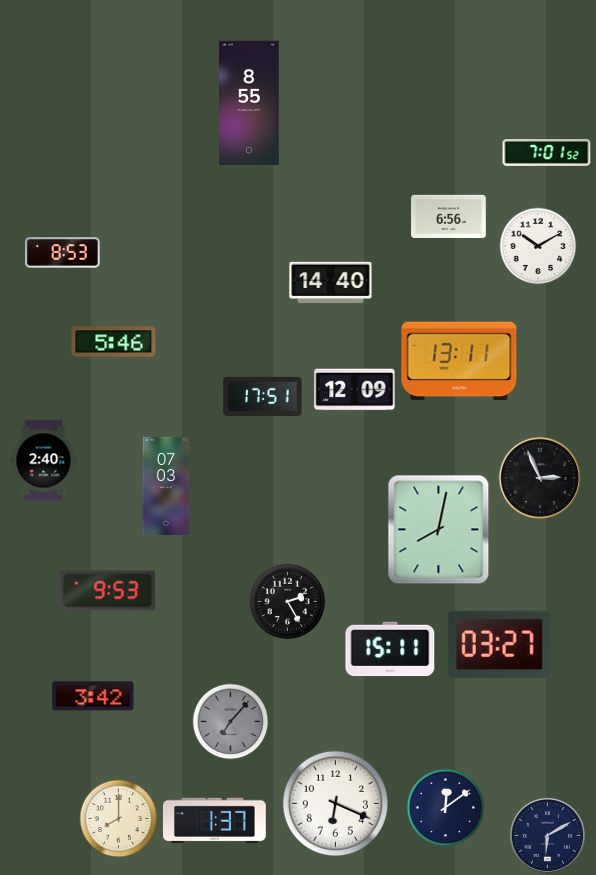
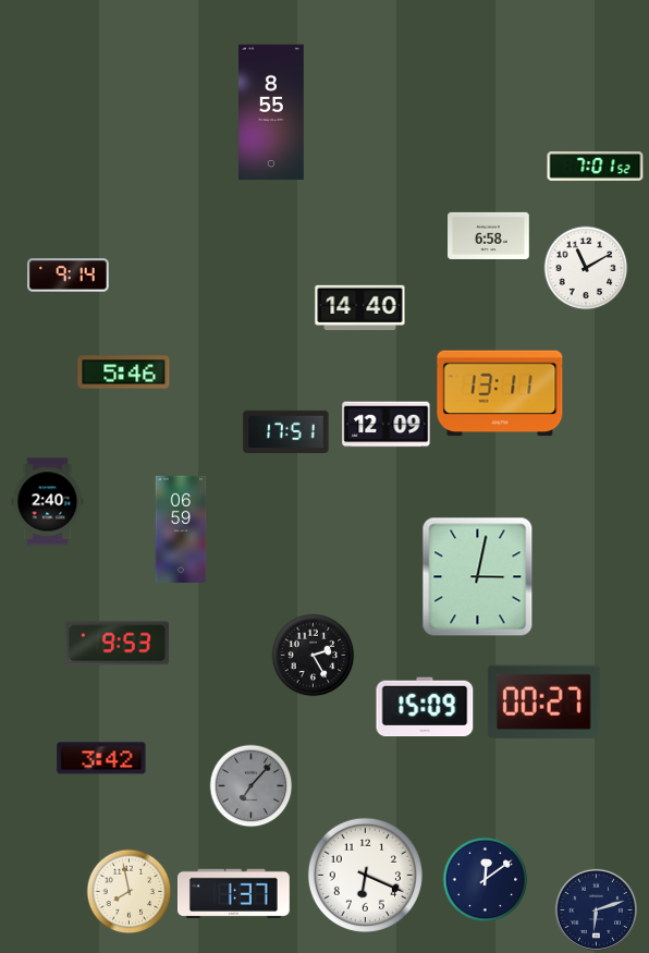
clock at (449, 216): 6:56 -> 6:58
clock at (538, 246): 10:10 -> 11:10
clock at (63, 253): 8:53 -> 9:14
clock at (539, 477): 2:56 -> none
clock at (166, 485): 07:03 -> 06:59
clock at (439, 530): 8:02 -> 3:02
clock at (499, 644): 03:27 -> 00:27
clock at (390, 649): 15:11 -> 15:09
clock at (119, 819): 8:00 -> 7:58
clock at (547, 835): 6:10 -> 6:12
